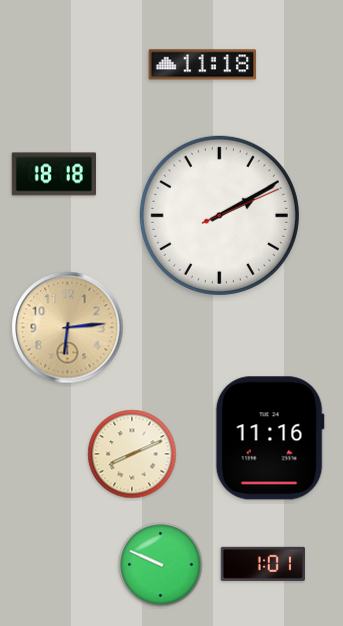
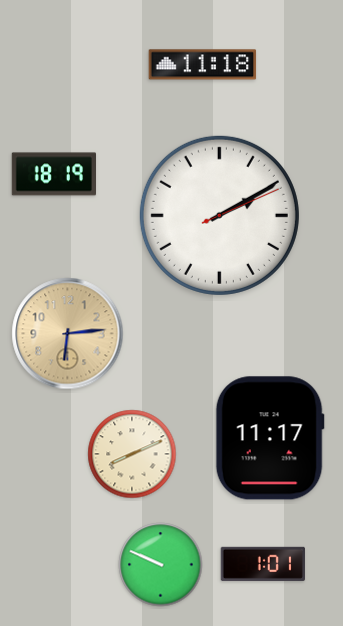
clock at (53, 174): 18:18 -> 18:19
clock at (68, 328) position: (68, 328) -> (68, 334)
clock at (270, 438): 11:16 -> 11:17
